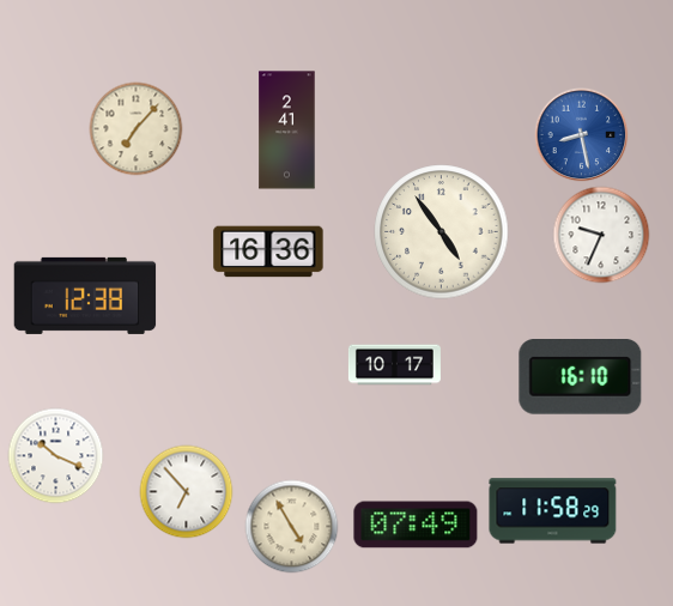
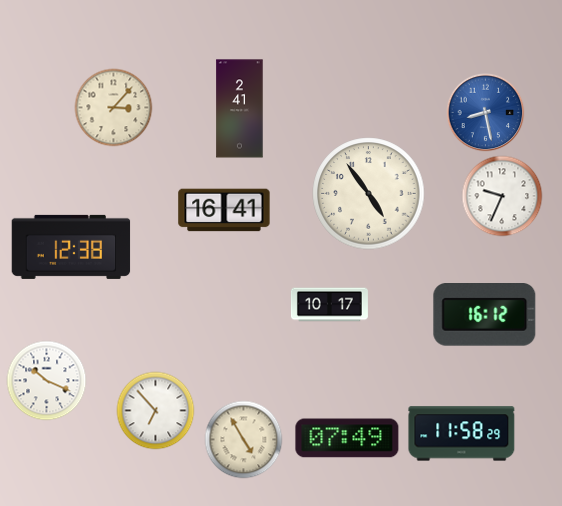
clock at (135, 128): 7:07 -> 3:07
clock at (268, 252): 16:36 -> 16:41
clock at (581, 377): 16:10 -> 16:12
clock at (553, 511) position: (553, 511) -> (462, 434)
